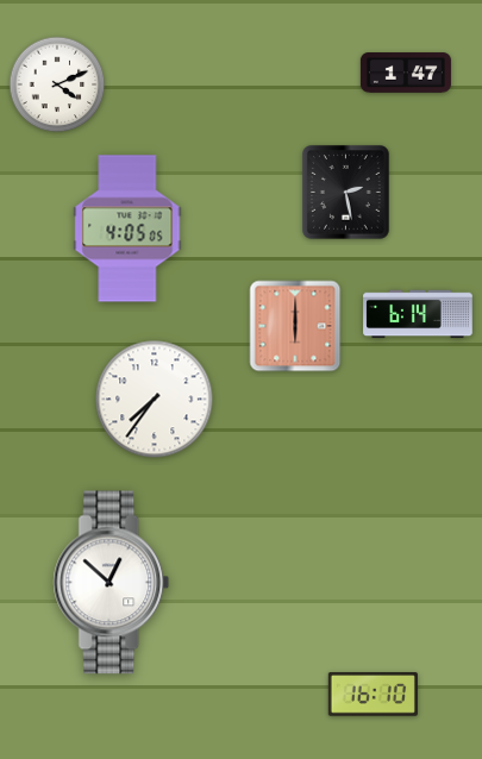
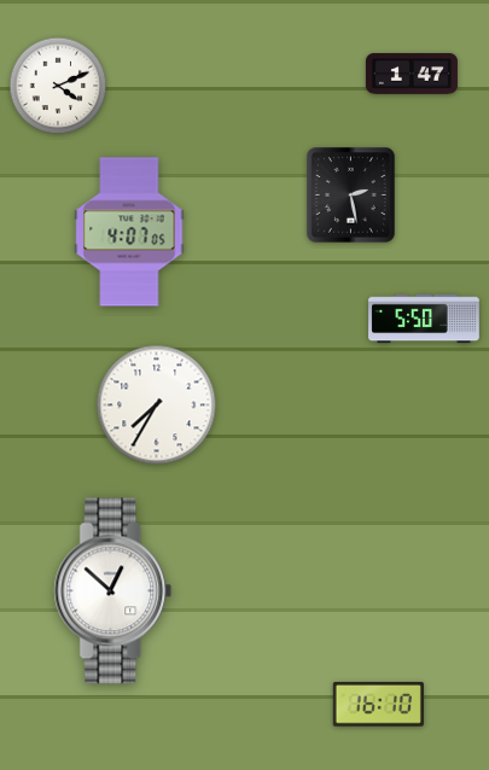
clock at (127, 228): 4:05 -> 4:07
clock at (418, 314): 6:14 -> 5:50
clock at (295, 326): 6:00 -> none
clock at (155, 400): 7:36 -> 7:35
